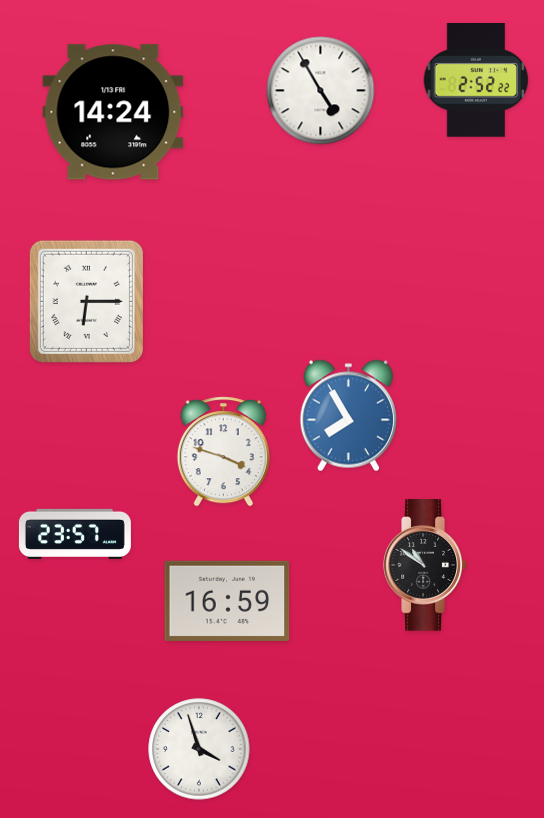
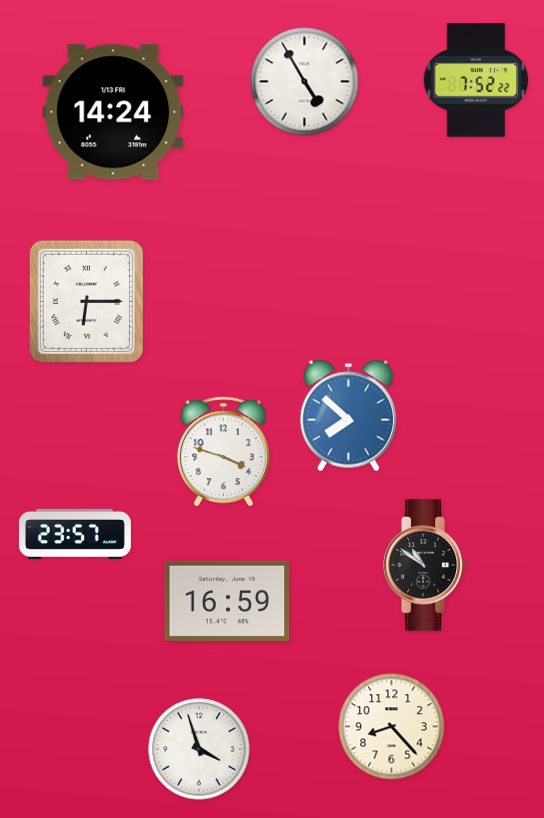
clock at (476, 81): 2:52 -> 7:52
clock at (321, 91) position: (321, 91) -> (305, 82)
clock at (348, 416): 7:55 -> 7:52
clock at (392, 727): none -> 8:23
